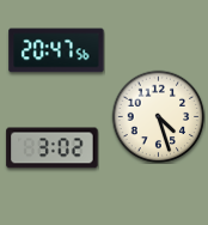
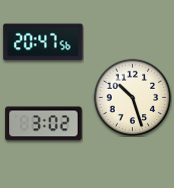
clock at (56, 50) position: (56, 50) -> (43, 42)
clock at (158, 116): 4:27 -> 10:27
